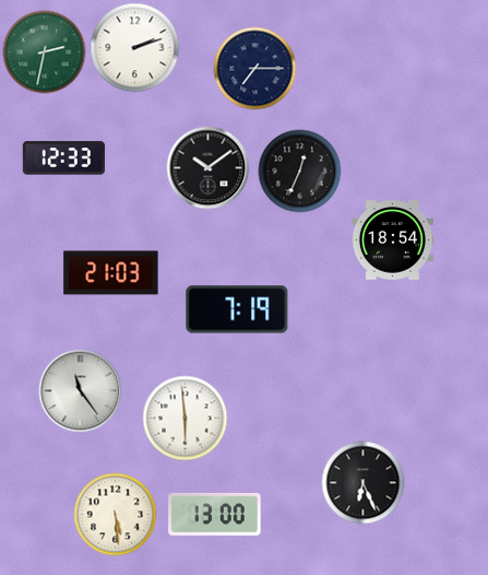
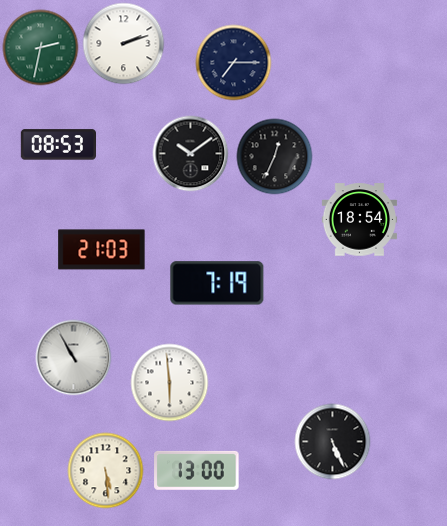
clock at (63, 159): 12:33 -> 08:53
clock at (81, 391): 11:24 -> 10:55
clock at (364, 483): 6:26 -> 5:26
